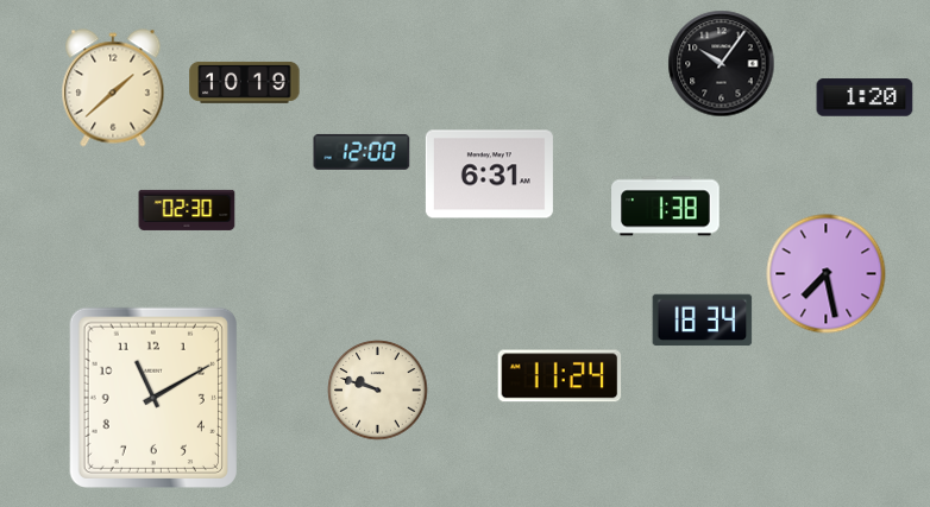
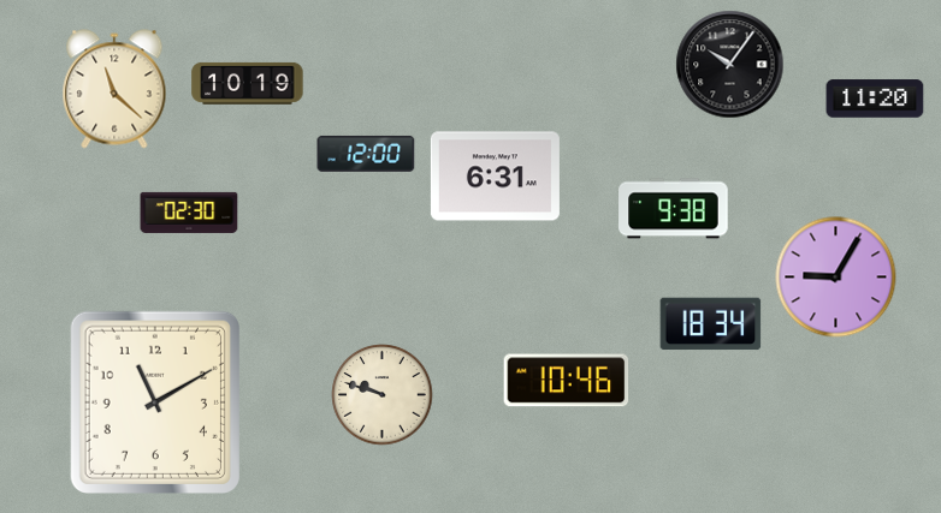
clock at (113, 88): 1:38 -> 11:22
clock at (865, 97): 1:20 -> 11:20
clock at (666, 207): 1:38 -> 9:38
clock at (827, 274): 7:28 -> 9:05
clock at (560, 376): 11:24 -> 10:46
